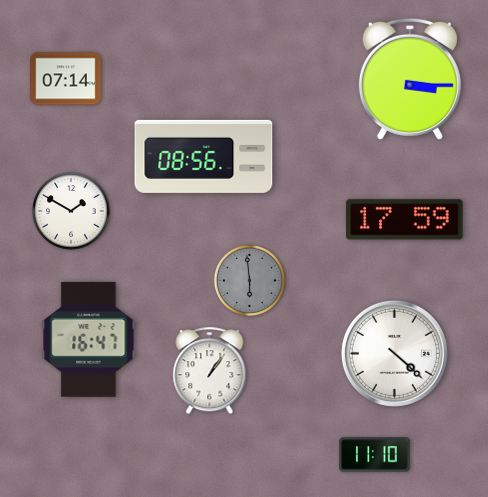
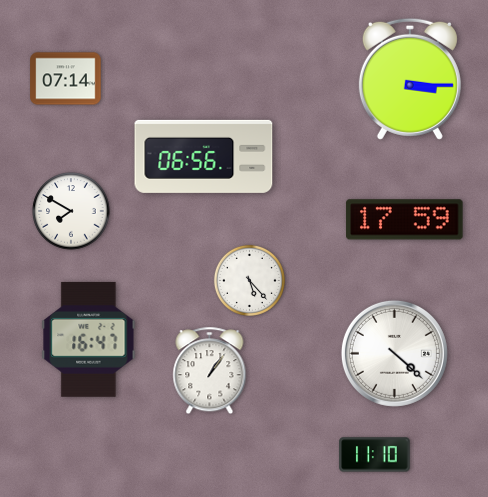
clock at (204, 156): 08:56 -> 06:56
clock at (71, 211): 1:50 -> 7:50
clock at (249, 280): 5:59 -> 5:23
clock at (249, 280) dial: grey -> white
